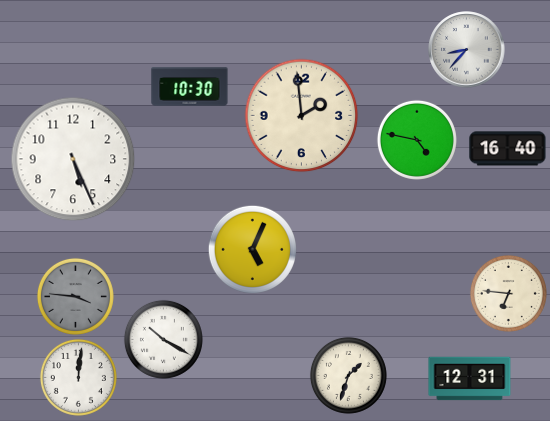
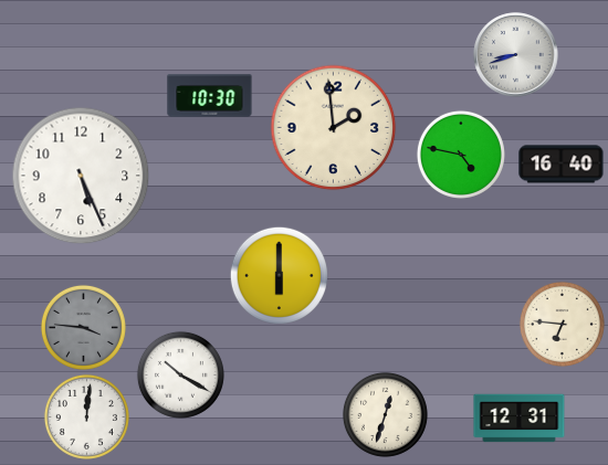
clock at (467, 50): 8:37 -> 8:42
clock at (252, 249): 5:04 -> 6:00
clock at (348, 375): 1:33 -> 12:33
